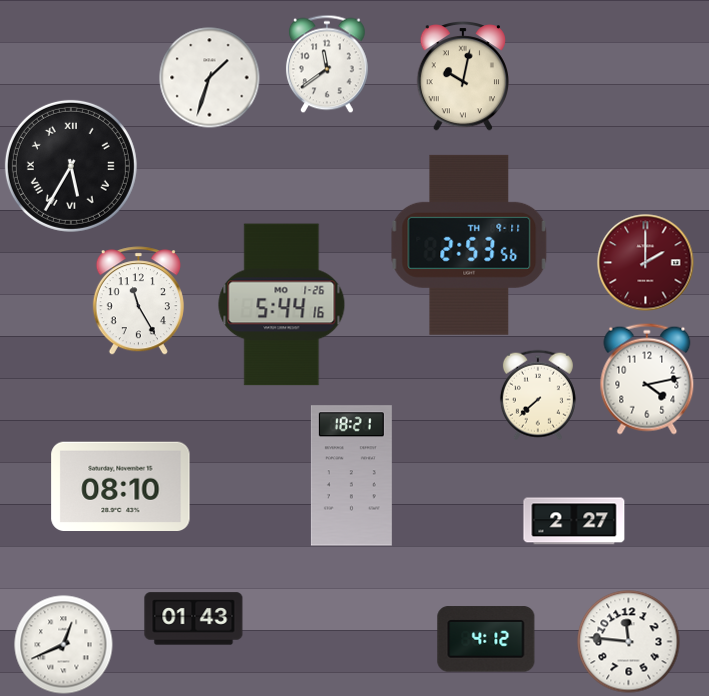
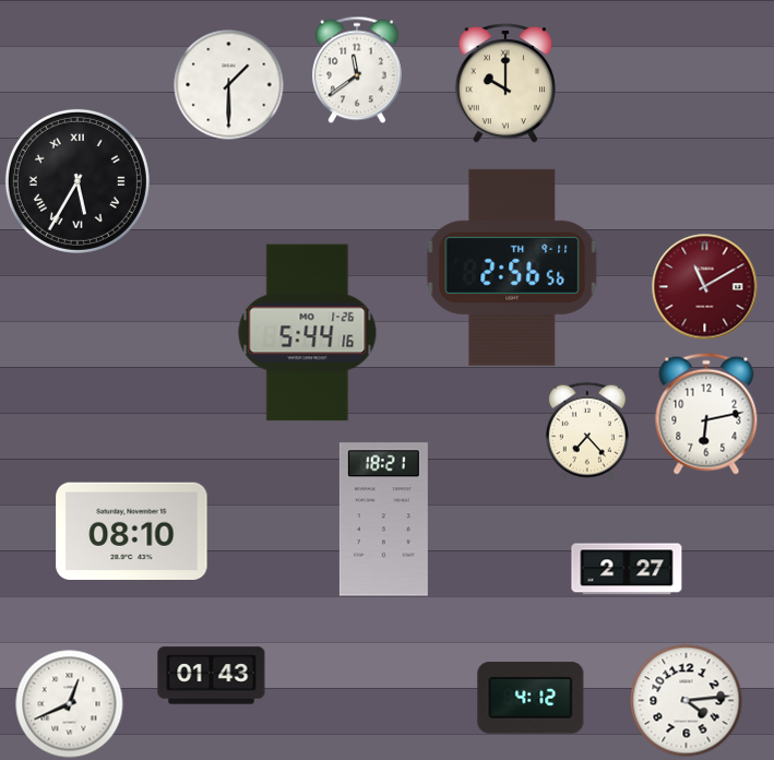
clock at (462, 77): 10:02 -> 10:00
clock at (210, 78): 1:33 -> 1:30
clock at (469, 245): 2:53 -> 2:56
clock at (646, 263): 2:00 -> 11:10
clock at (138, 301): 11:25 -> none
clock at (647, 379): 4:13 -> 6:13
clock at (538, 395): 7:38 -> 7:23
clock at (629, 642): 11:46 -> 4:14
